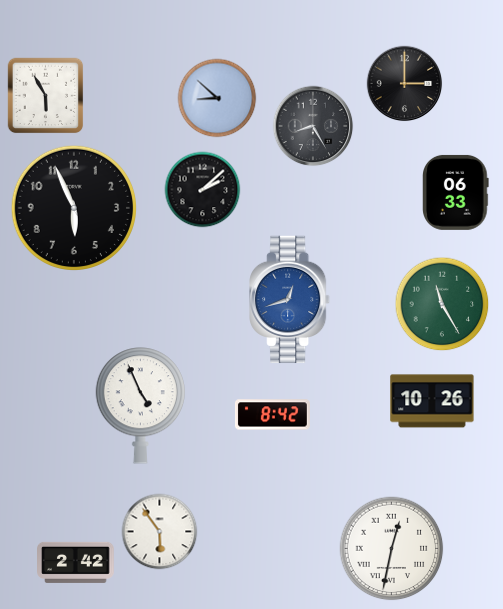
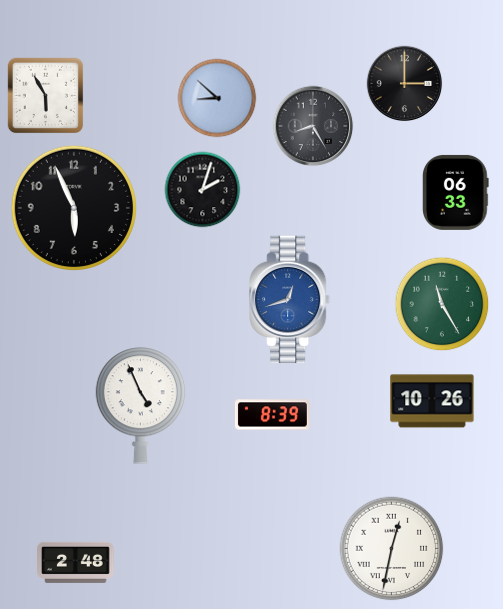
clock at (203, 190): 2:08 -> 2:03
clock at (272, 415): 8:42 -> 8:39
clock at (160, 532): 5:54 -> none
clock at (76, 562): 2:42 -> 2:48
